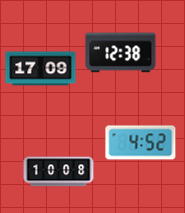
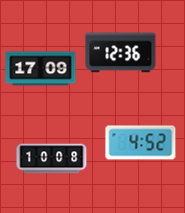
clock at (121, 53): 12:38 -> 12:36
clock at (59, 172) position: (59, 172) -> (52, 159)
